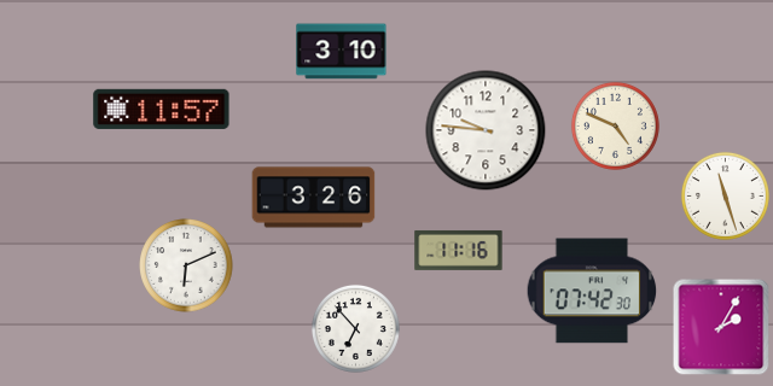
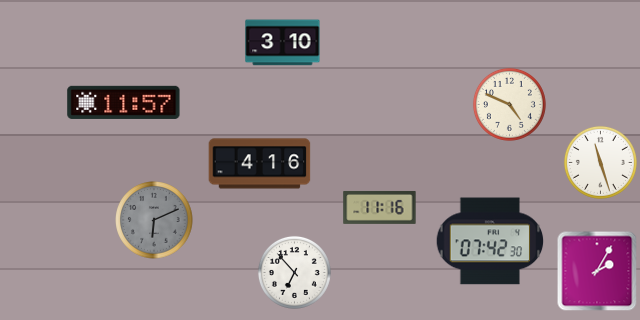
clock at (162, 109) position: (162, 109) -> (124, 102)
clock at (486, 130): 9:46 -> none
clock at (314, 198): 3:26 -> 4:16
clock at (186, 265) dial: white -> grey
